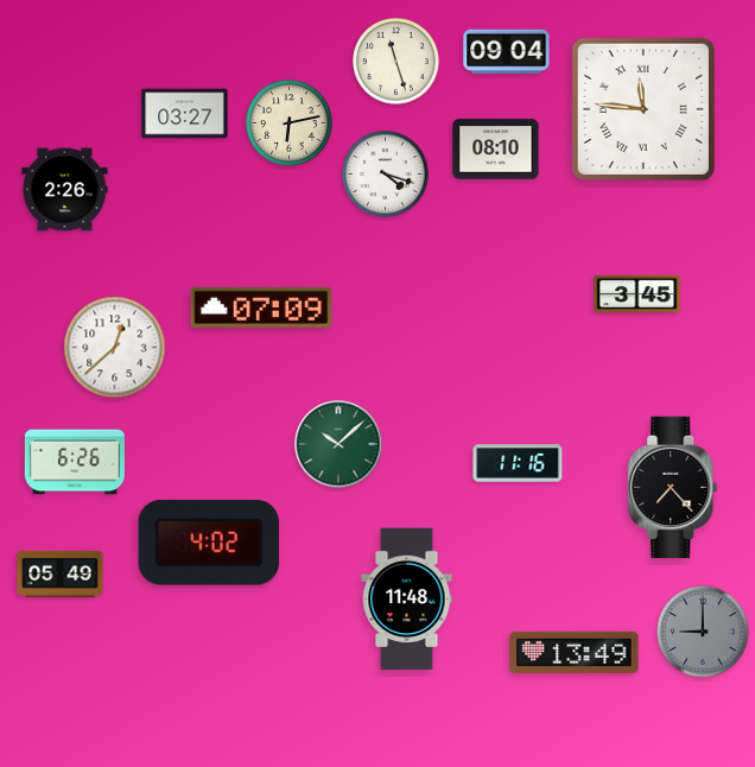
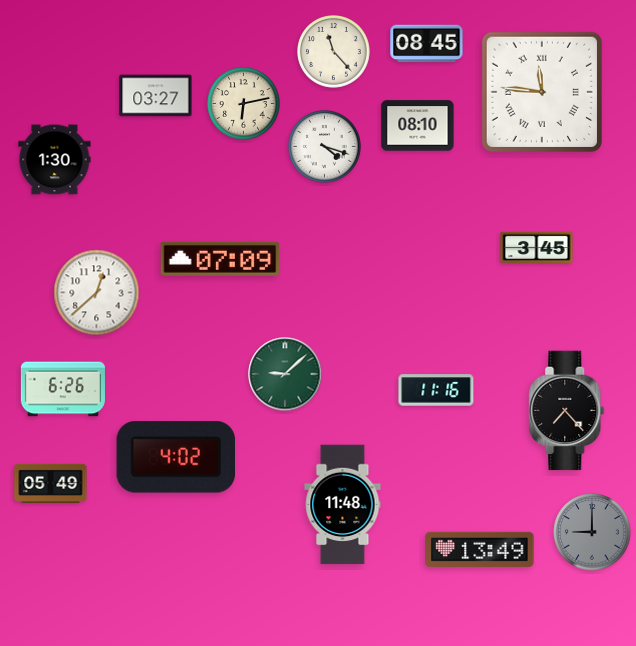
clock at (507, 52): 09:04 -> 08:45
clock at (396, 62): 11:27 -> 11:23
clock at (65, 190): 2:26 -> 1:30
clock at (338, 444): 10:08 -> 9:08
clock at (575, 652) position: (575, 652) -> (480, 549)
